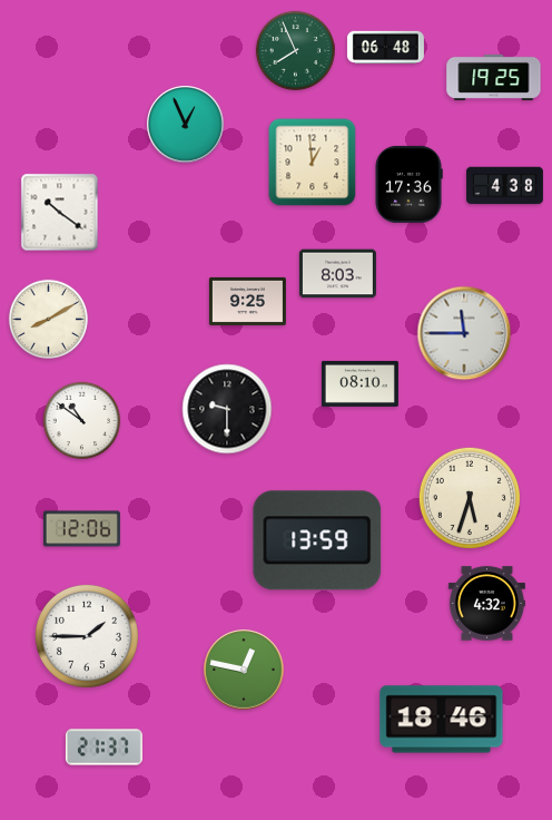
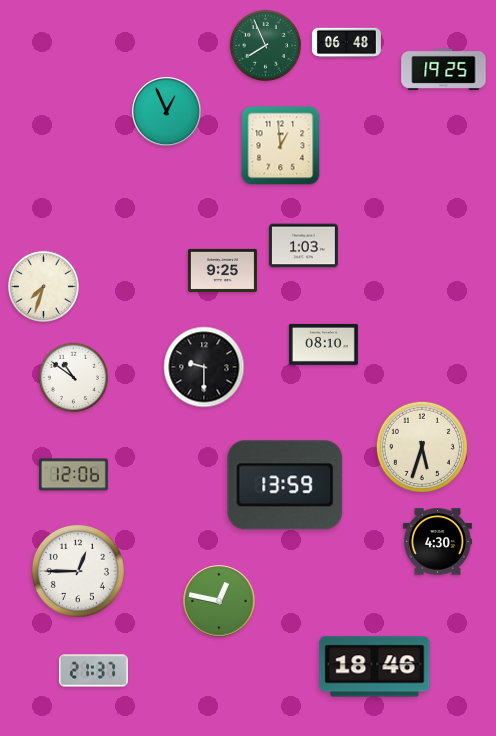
clock at (408, 184): 17:36 -> none
clock at (504, 186): 4:38 -> none
clock at (60, 213): 10:21 -> none
clock at (337, 274): 8:03 -> 1:03
clock at (48, 319): 8:10 -> 7:33
clock at (464, 333): 11:45 -> none
clock at (486, 604): 4:32 -> 4:30
clock at (87, 636): 1:45 -> 12:45
clock at (442, 720) position: (442, 720) -> (375, 667)
